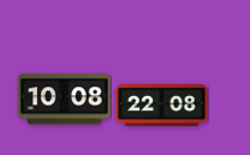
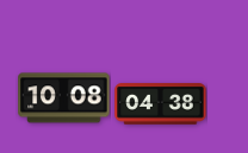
clock at (162, 106): 22:08 -> 04:38
